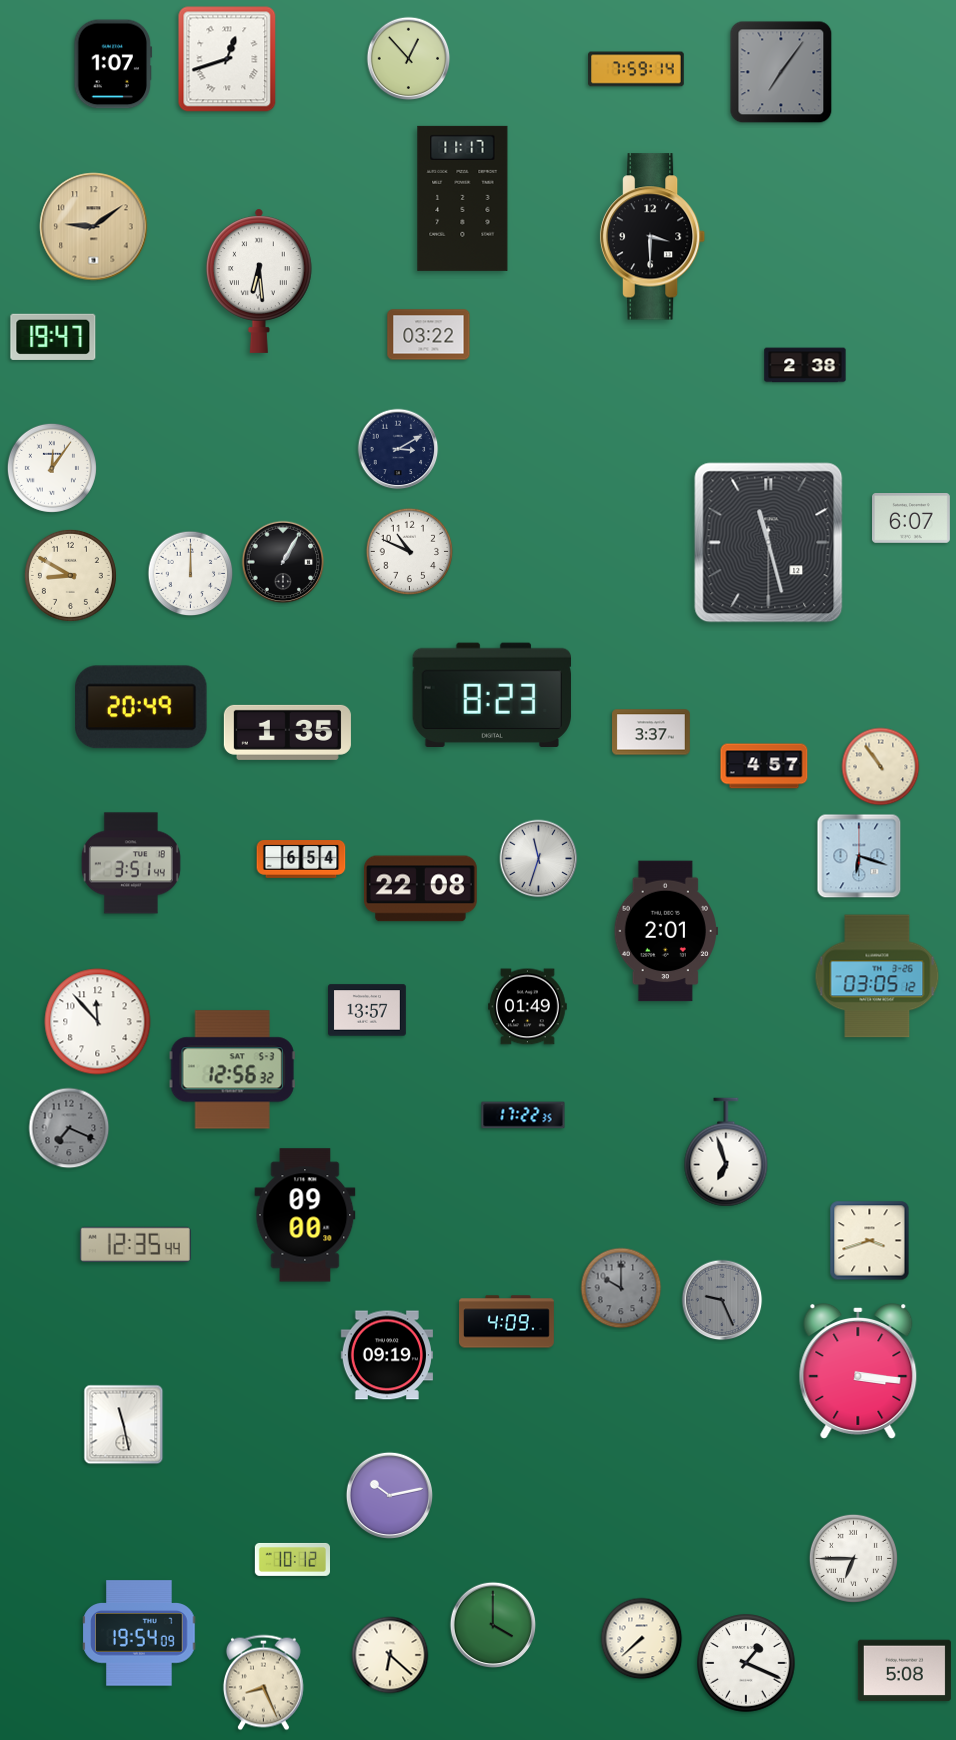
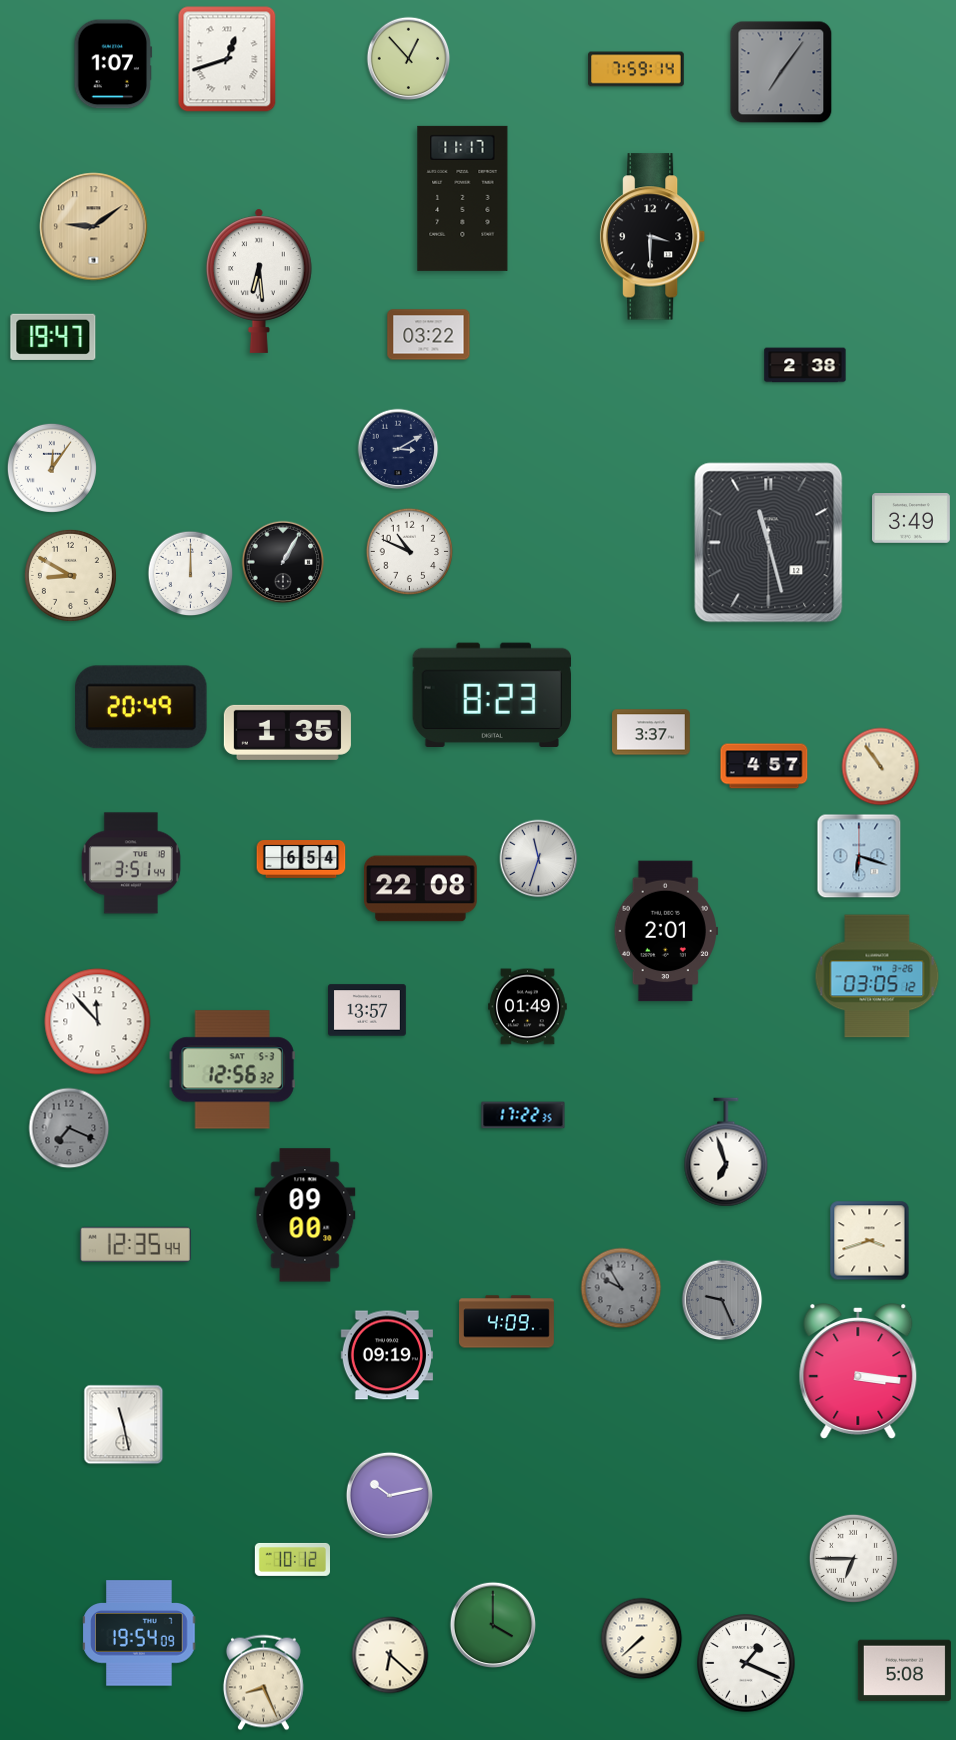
clock at (912, 519): 6:07 -> 3:49
clock at (621, 1288): 10:00 -> 9:55
